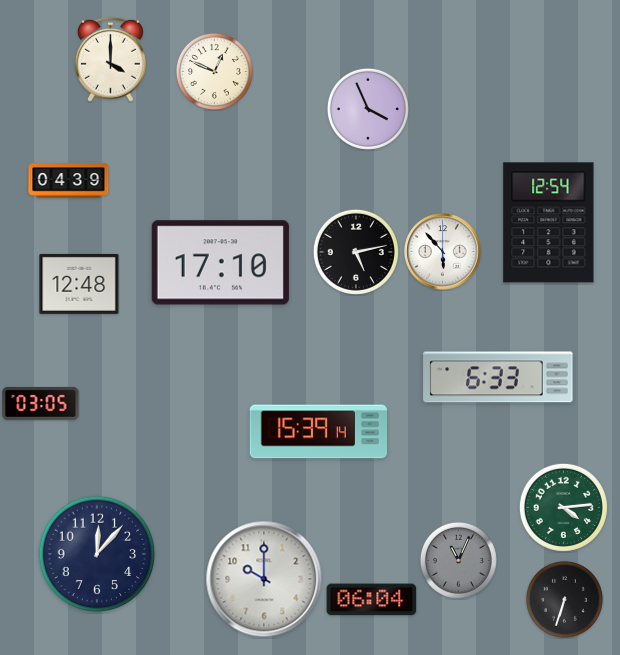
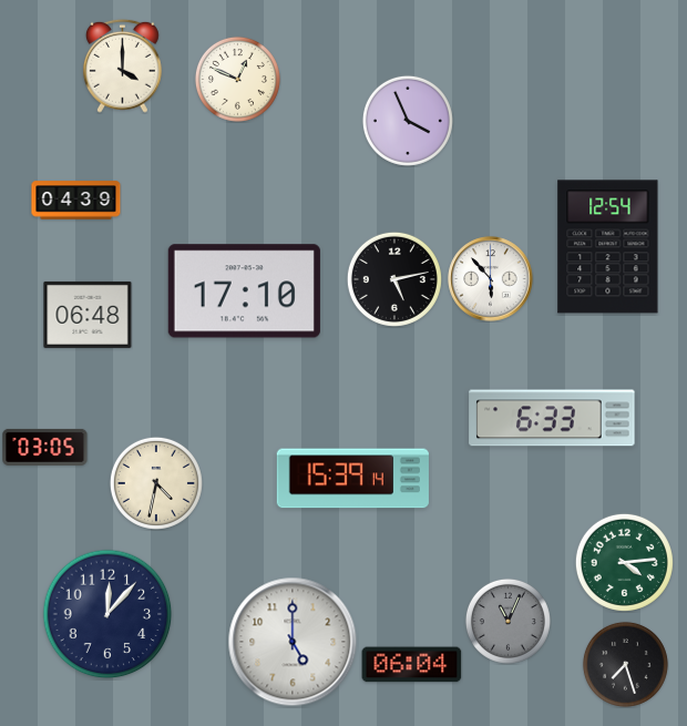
clock at (79, 284): 12:48 -> 06:48
clock at (156, 483): none -> 4:32
clock at (264, 579): 10:00 -> 5:00
clock at (564, 599): 6:33 -> 7:27
